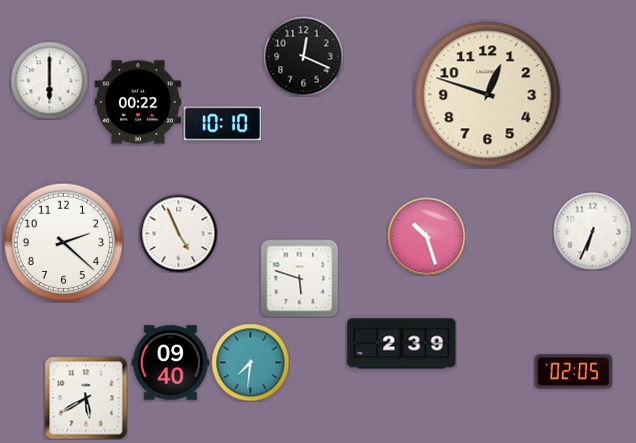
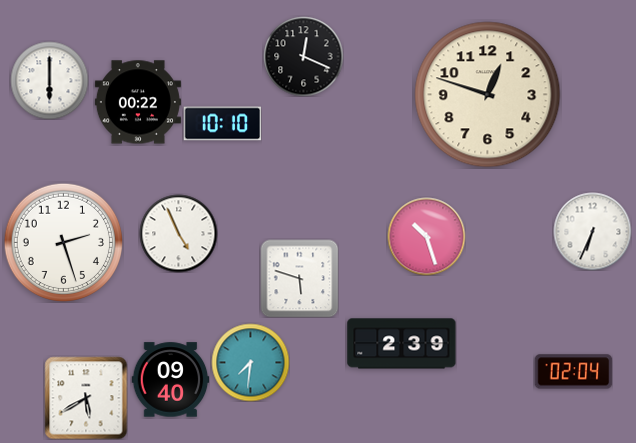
clock at (63, 242): 2:22 -> 2:27
clock at (170, 363) position: (170, 363) -> (170, 380)
clock at (573, 372): 02:05 -> 02:04
